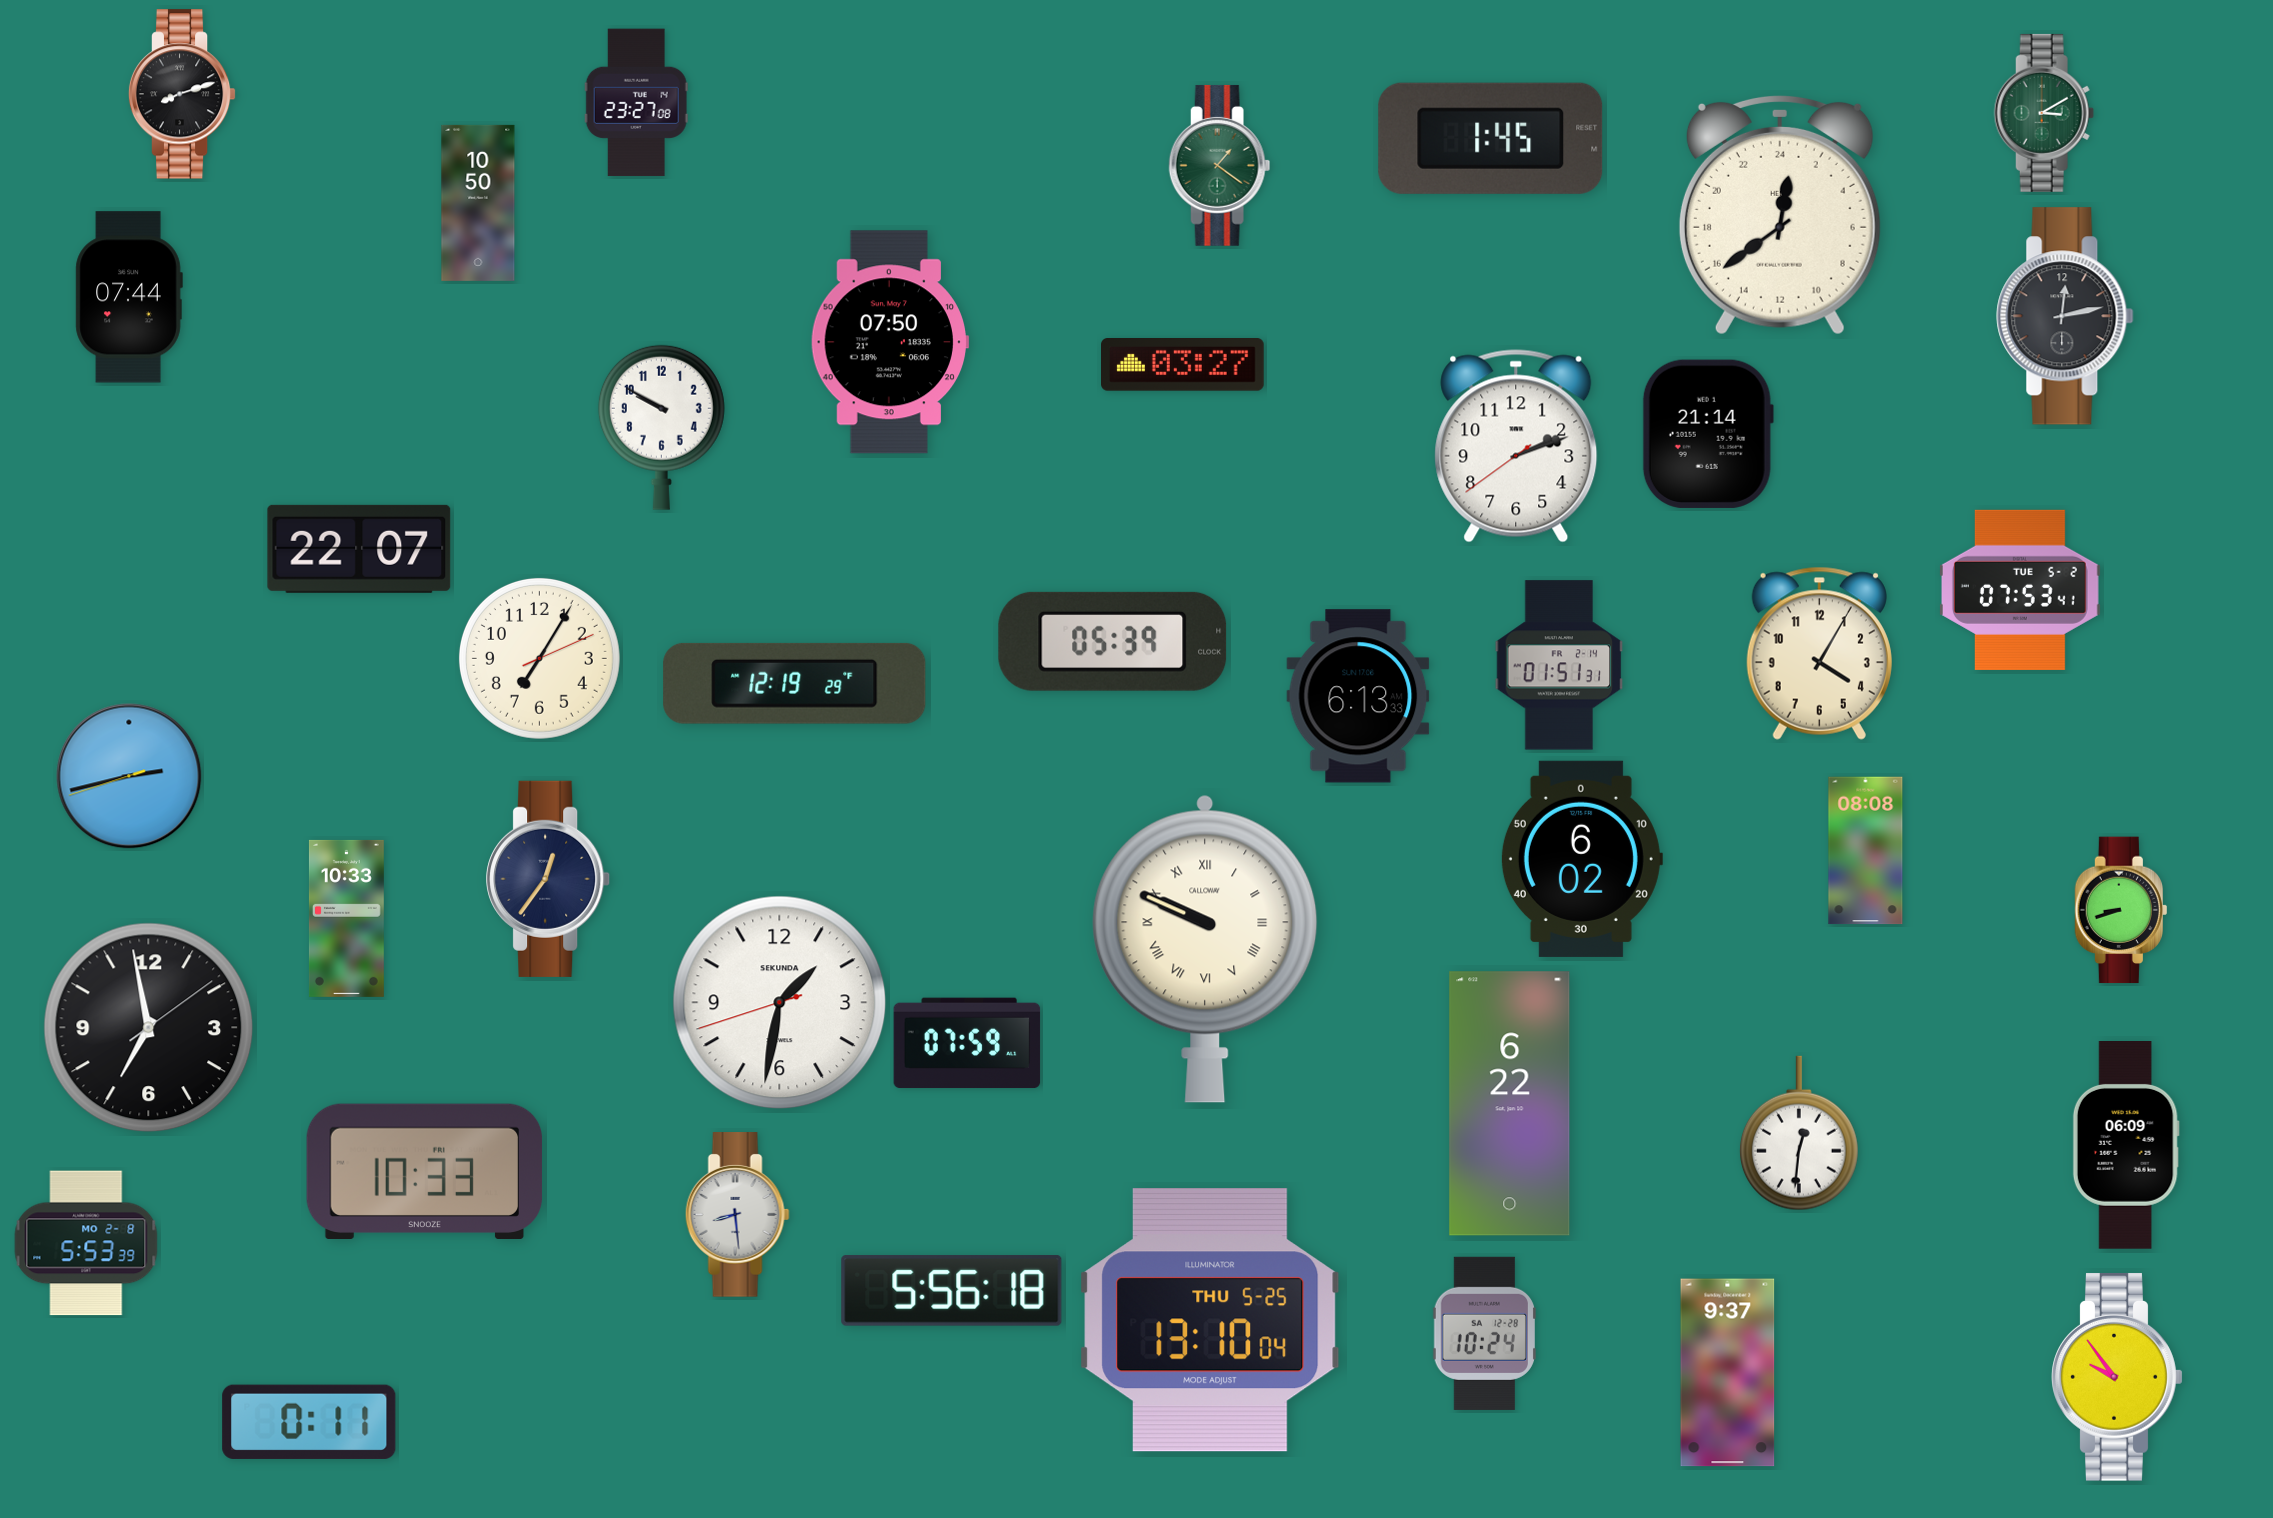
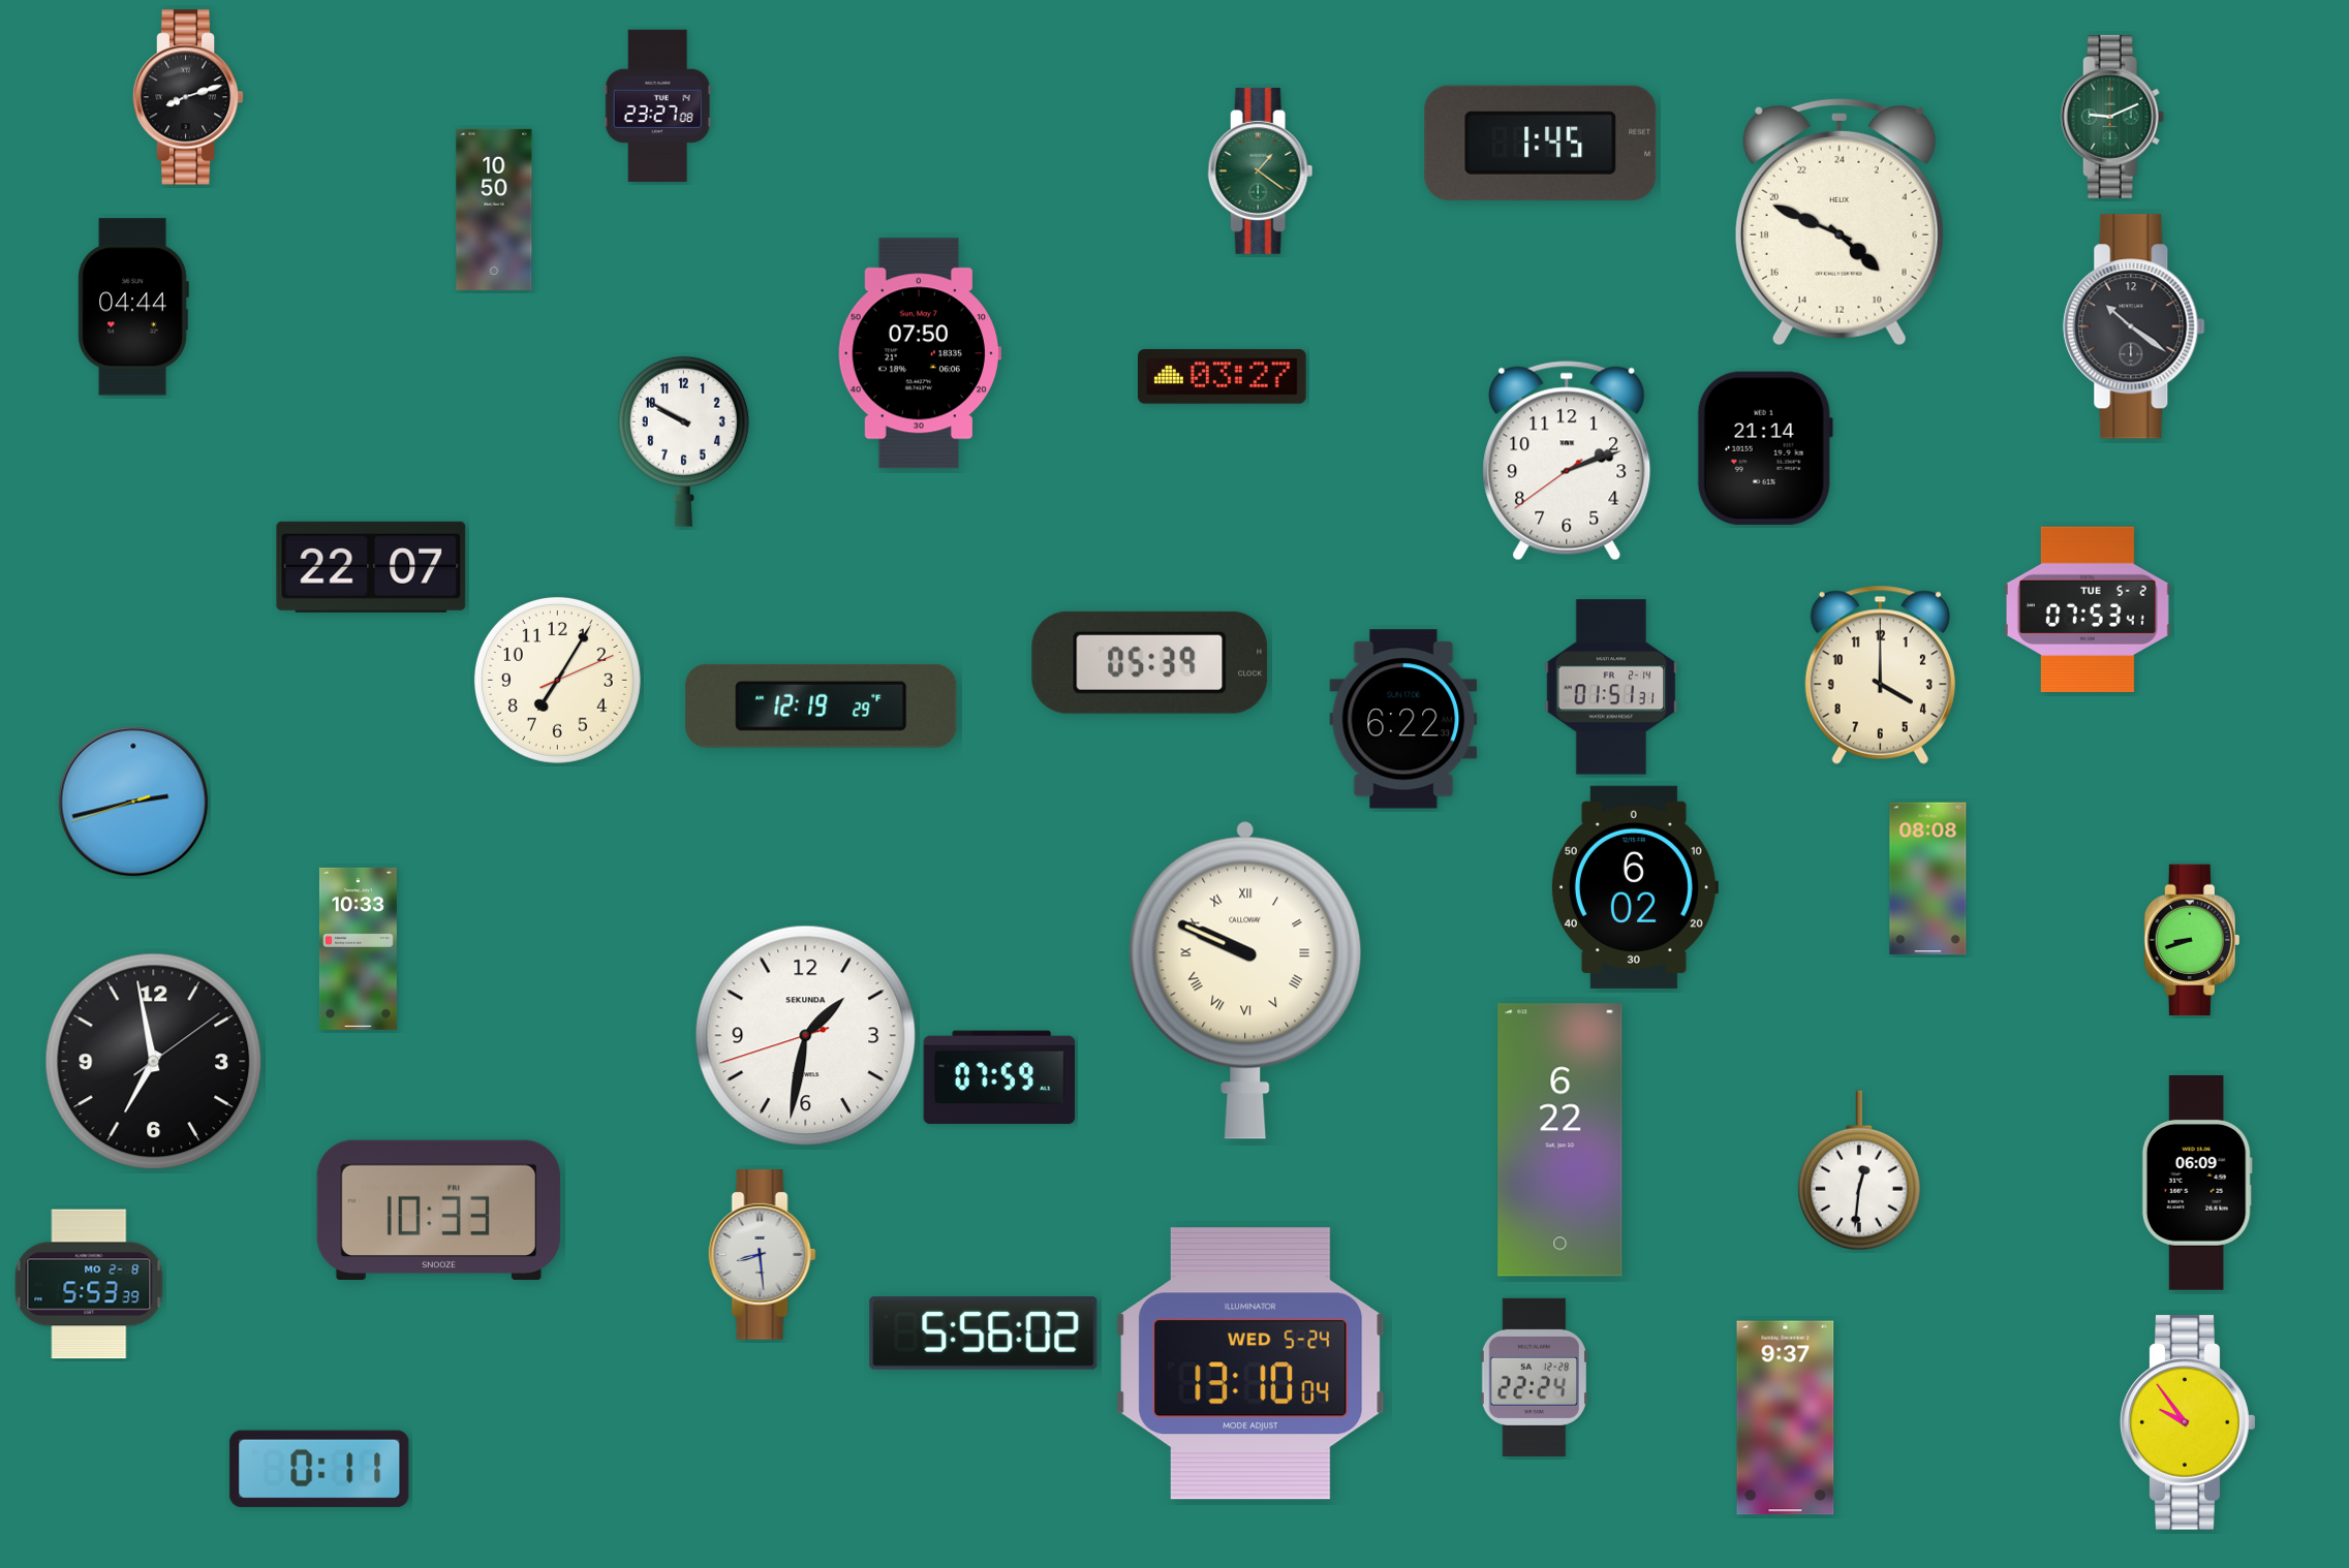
clock at (2044, 113): 3:10 -> 9:11
clock at (1780, 215): 0:39 -> 8:49
clock at (129, 297): 07:44 -> 04:44
clock at (2065, 316): 12:13 -> 10:21
clock at (1819, 653): 4:05 -> 4:00
clock at (1358, 696): 6:13 -> 6:22
clock at (549, 879): 12:36 -> none
clock at (952, 1291): 5:56:18 -> 5:56:02
clock at (1210, 1320) date: THU 5-25 -> WED 5-24
clock at (1484, 1333): 10:24 -> 22:24
